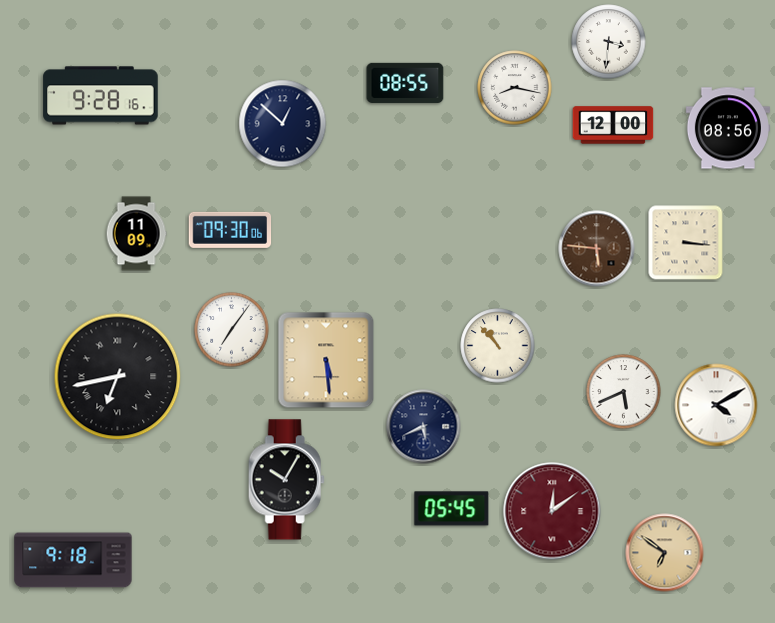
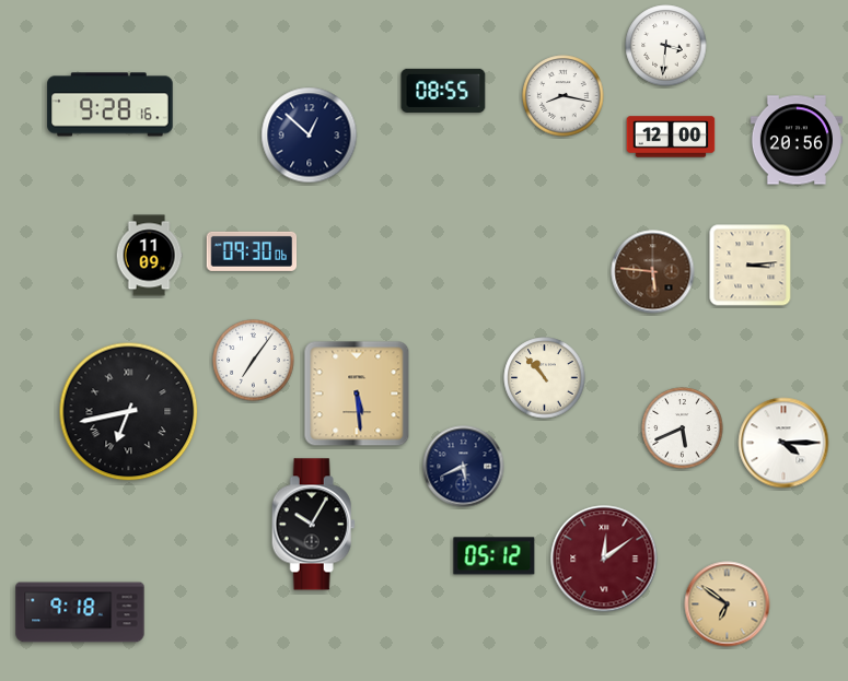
clock at (728, 128): 08:56 -> 20:56
clock at (686, 243): 3:16 -> 3:14
clock at (716, 405): 4:10 -> 4:15
clock at (452, 509): 05:45 -> 05:12
